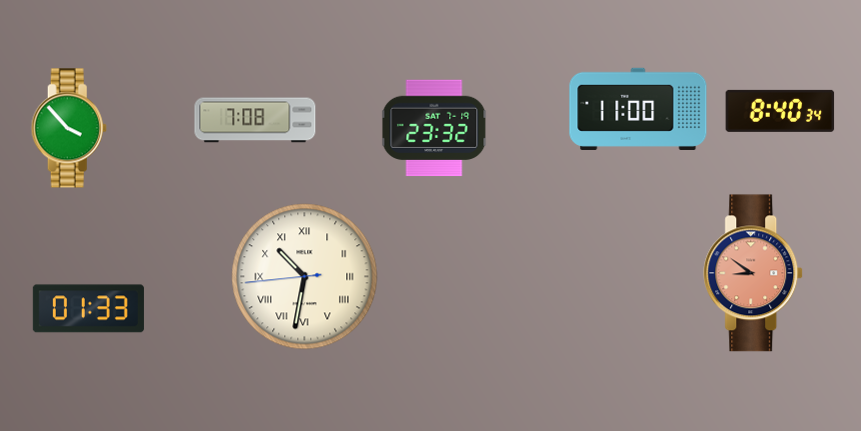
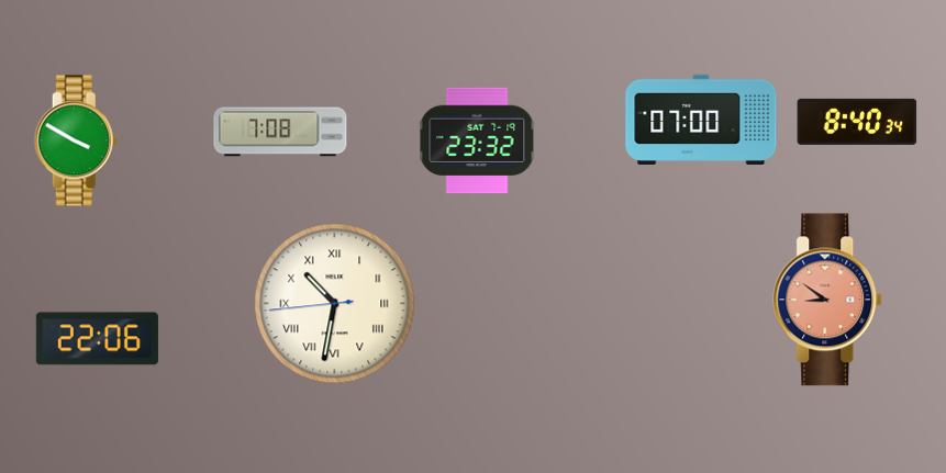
clock at (638, 109): 11:00 -> 07:00
clock at (69, 128): 3:53 -> 3:50
clock at (88, 309): 01:33 -> 22:06
